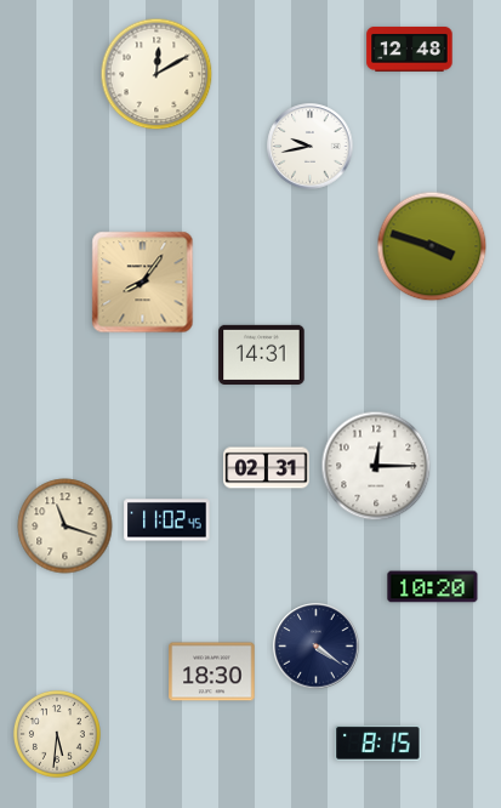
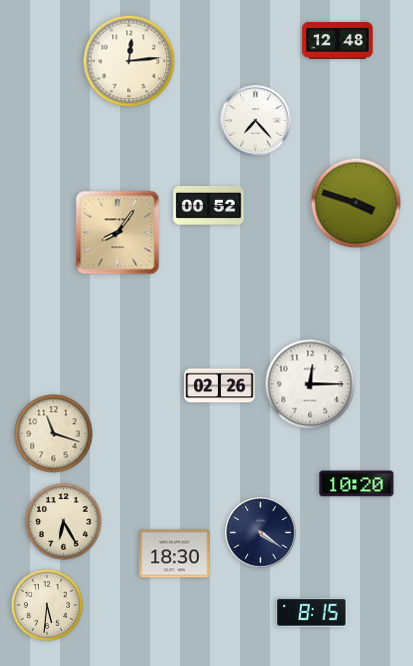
clock at (156, 74): 12:10 -> 12:14
clock at (311, 147): 9:43 -> 7:23
clock at (209, 205): none -> 00:52
clock at (262, 354): 14:31 -> none
clock at (267, 468): 02:31 -> 02:26
clock at (167, 520): 11:02 -> none
clock at (64, 522): none -> 6:25
